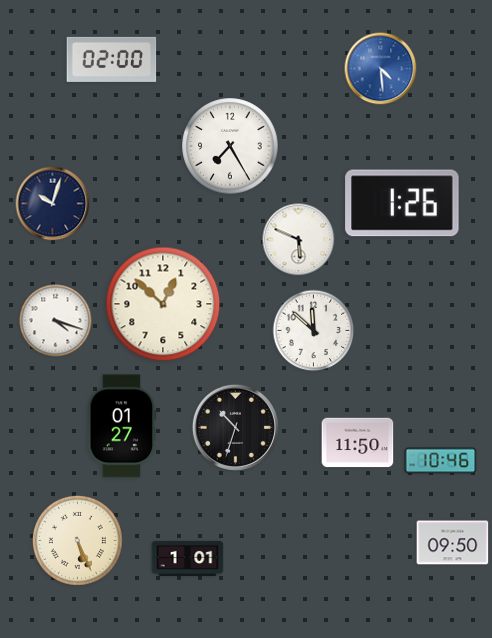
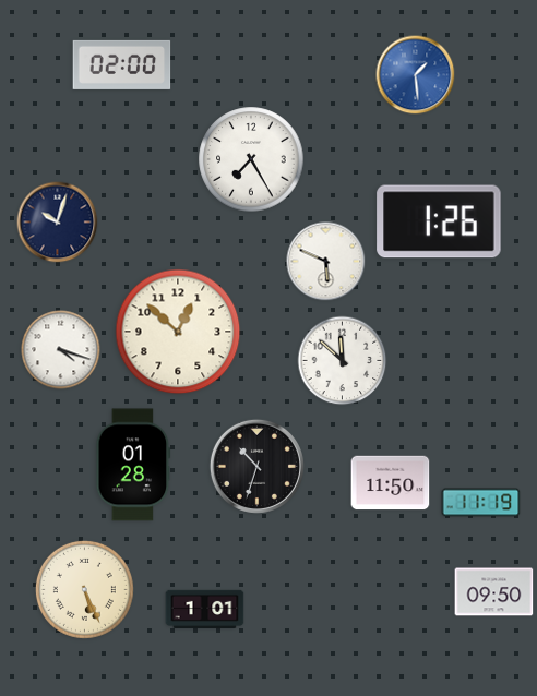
clock at (381, 69): 4:29 -> 1:29
clock at (122, 426): 01:27 -> 01:28
clock at (441, 461): 10:46 -> 11:19
